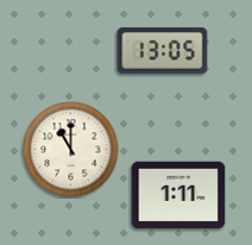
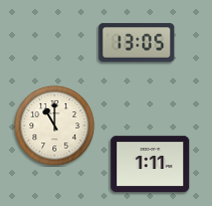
clock at (71, 150) position: (71, 150) -> (55, 126)
